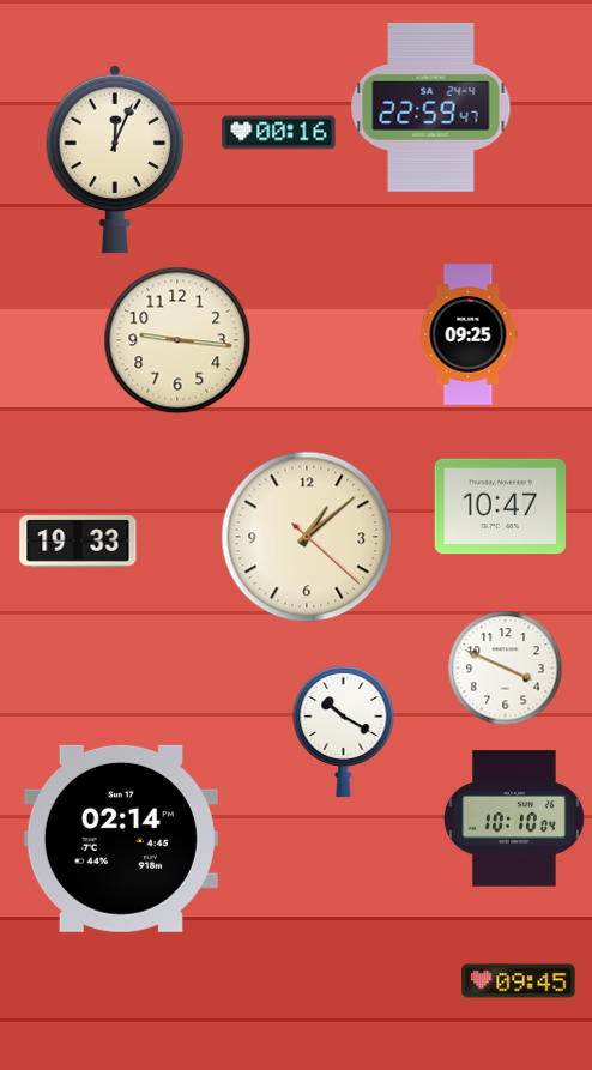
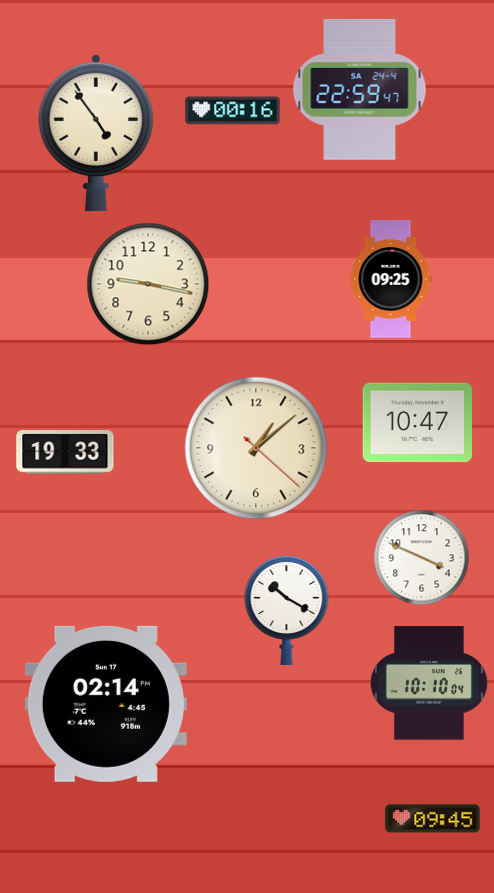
clock at (114, 159): 12:04 -> 4:54
clock at (177, 340): 9:16 -> 9:17
clock at (121, 839) position: (121, 839) -> (106, 704)
